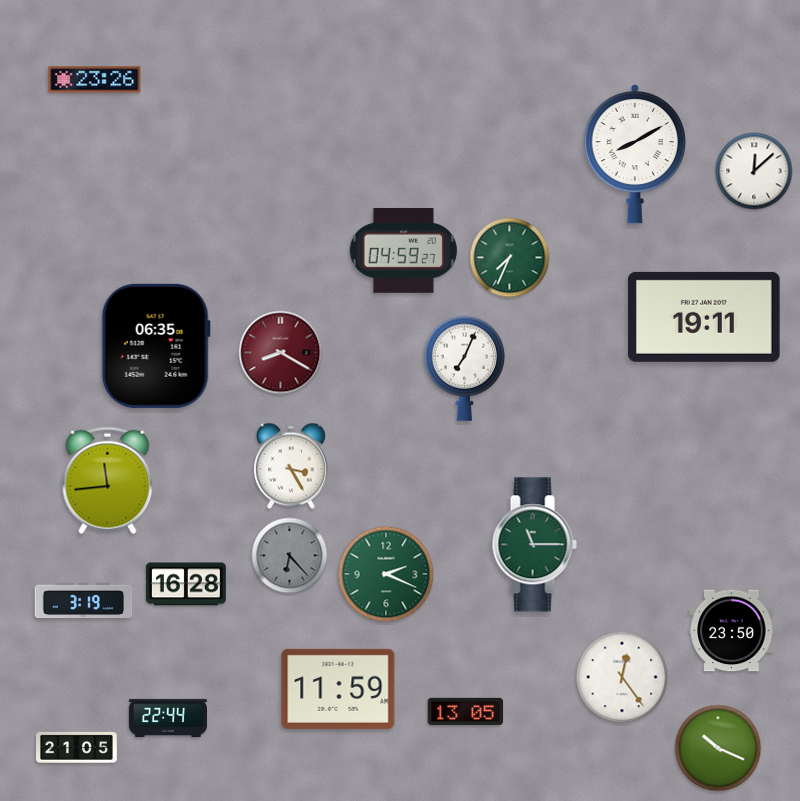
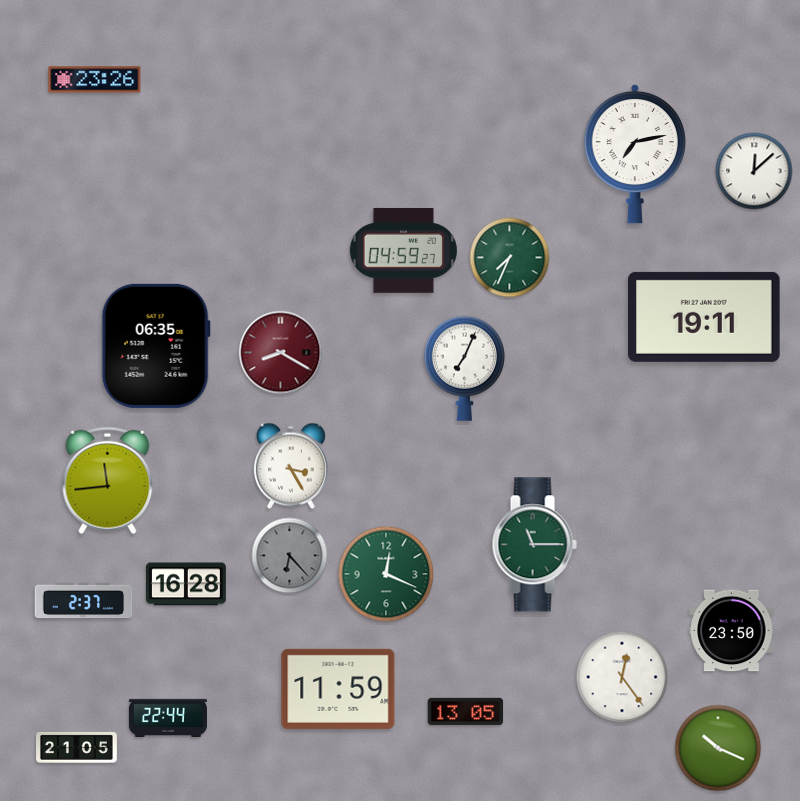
clock at (634, 154): 8:10 -> 7:13
clock at (386, 574): 2:19 -> 12:19
clock at (84, 601): 3:19 -> 2:37
